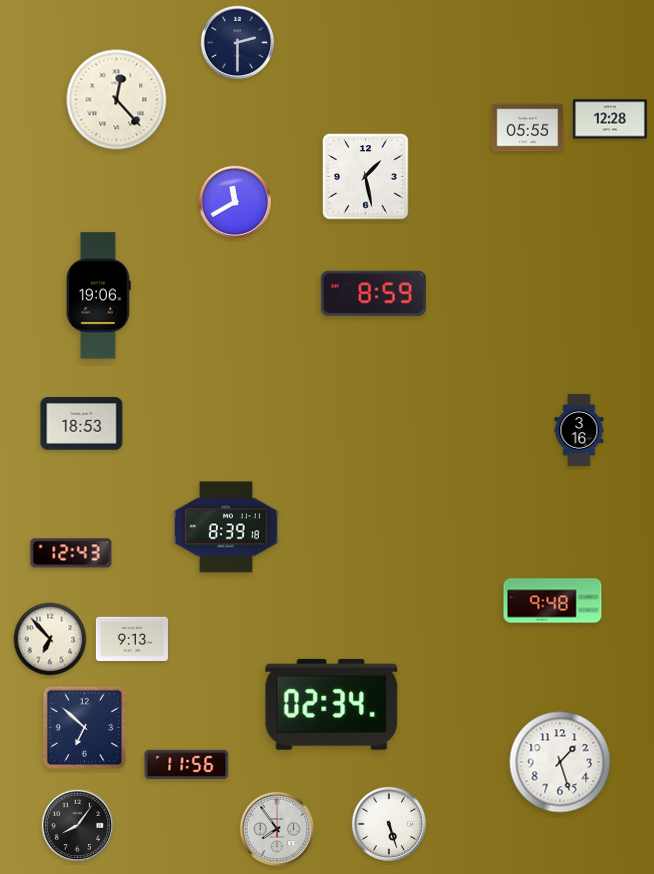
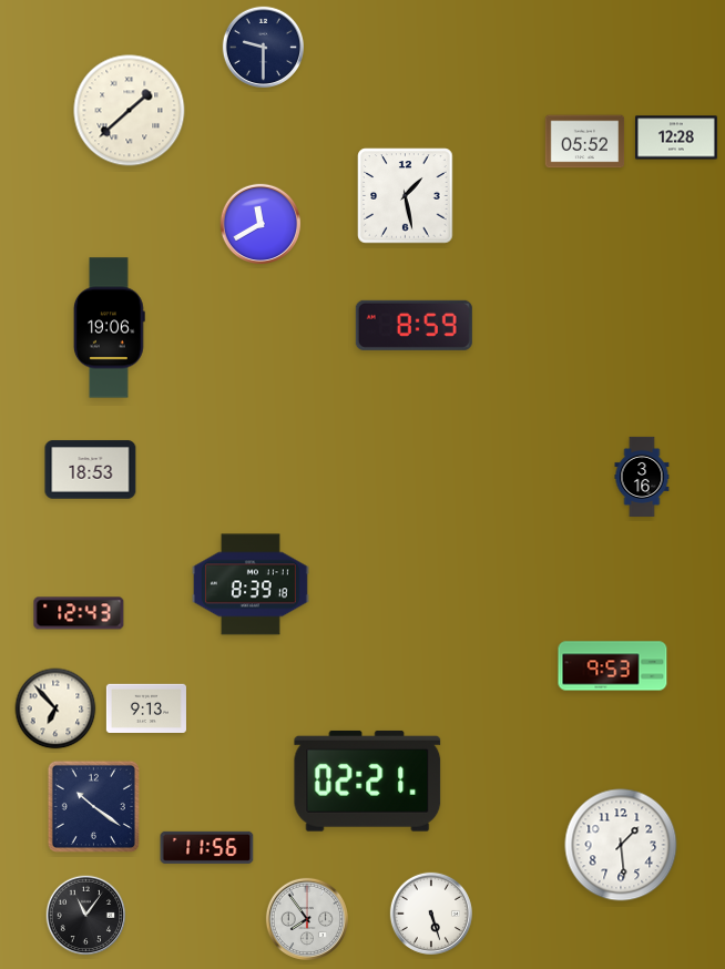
clock at (237, 42): 2:30 -> 9:30
clock at (117, 100): 12:23 -> 1:38
clock at (610, 119) position: (610, 119) -> (676, 137)
clock at (528, 128): 05:55 -> 05:52
clock at (553, 601): 9:48 -> 9:53
clock at (332, 704): 02:34 -> 02:21
clock at (84, 727): 6:52 -> 10:21
clock at (560, 762): 1:27 -> 1:29
clock at (78, 826): 8:06 -> 11:06
